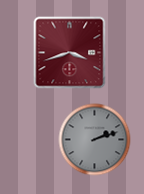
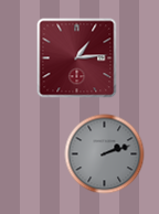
clock at (70, 53): 3:42 -> 1:14
